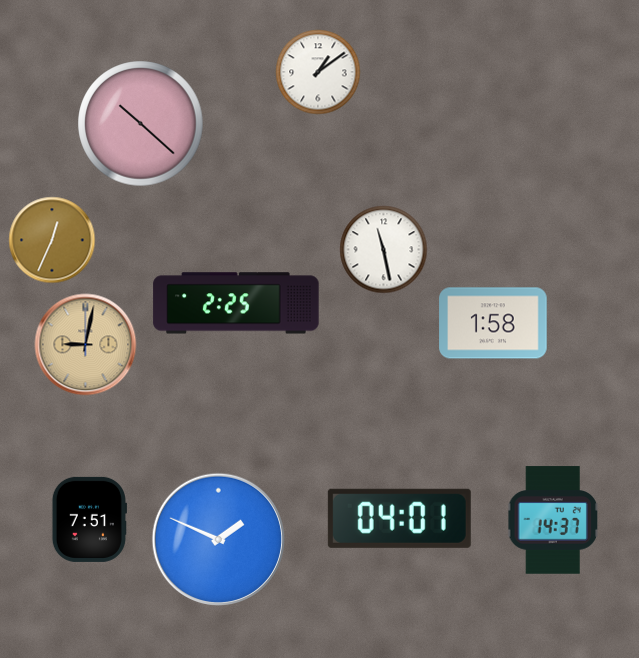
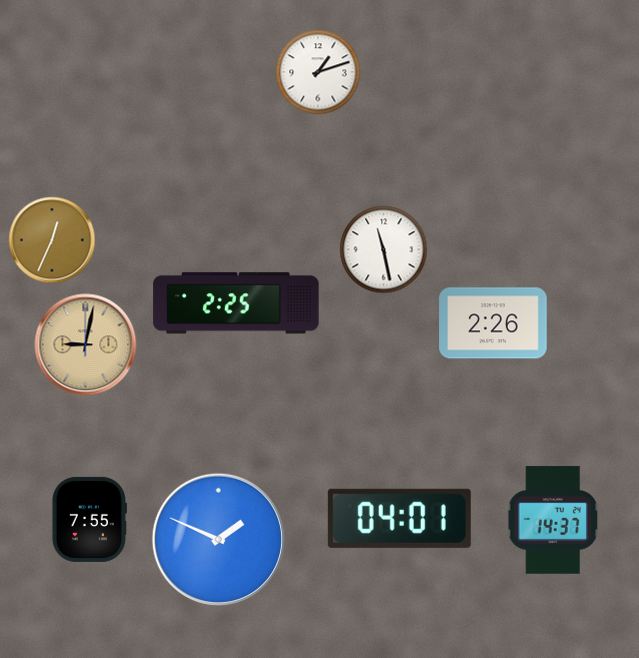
clock at (318, 72): 1:09 -> 1:12
clock at (141, 124): 10:22 -> none
clock at (493, 323): 1:58 -> 2:26
clock at (89, 519): 7:51 -> 7:55
